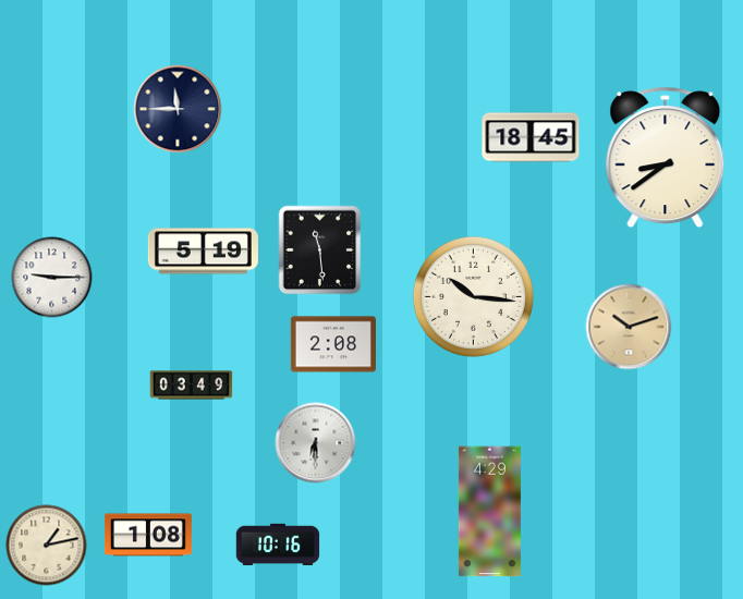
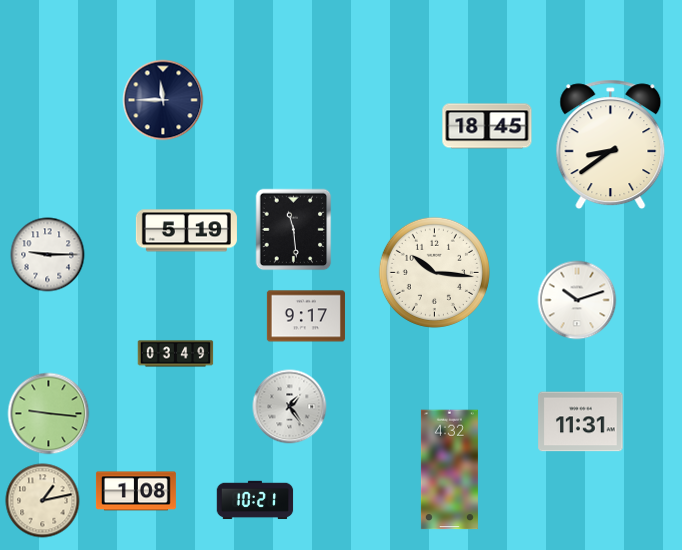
clock at (629, 327) dial: champagne -> white
clock at (333, 344): 2:08 -> 9:17
clock at (316, 443): 6:30 -> 1:24
clock at (49, 414): none -> 9:16
clock at (581, 422): none -> 11:31
clock at (489, 512): 4:29 -> 4:32
clock at (278, 545): 10:16 -> 10:21
